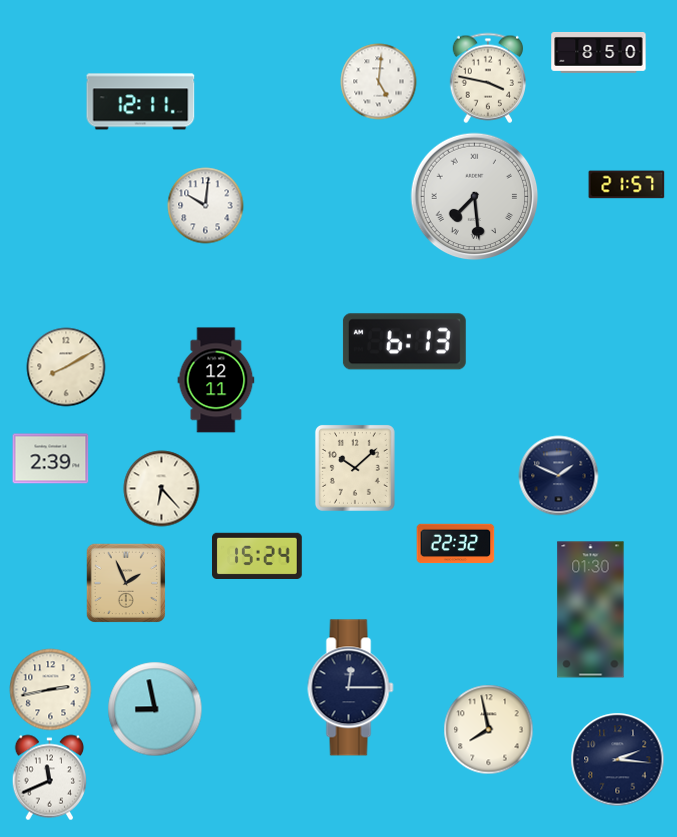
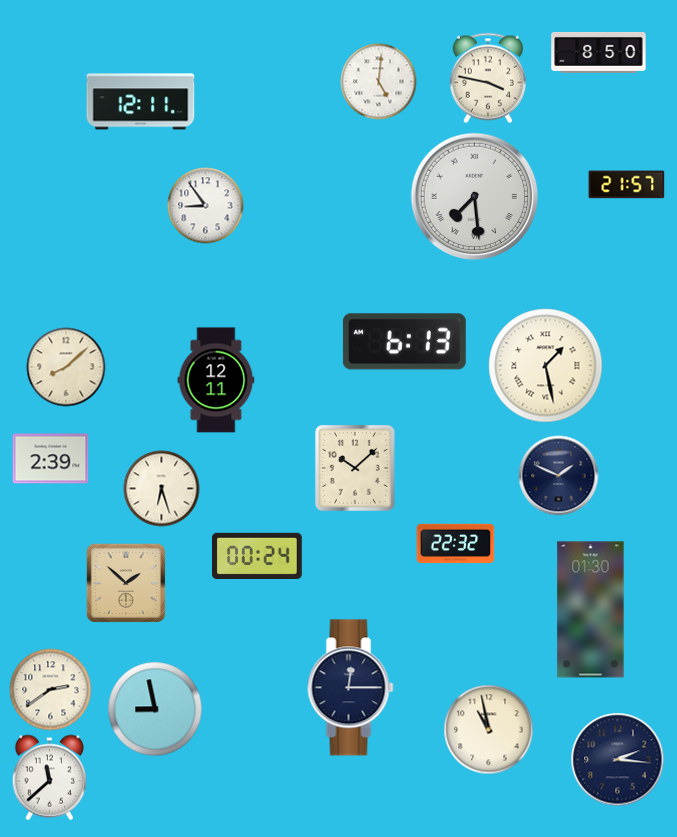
clock at (206, 206): 10:01 -> 8:54
clock at (546, 366): none -> 1:28
clock at (66, 367): 8:10 -> 8:08
clock at (162, 489): 6:23 -> 6:27
clock at (258, 555): 15:24 -> 00:24
clock at (125, 582): 1:56 -> 1:52
clock at (51, 690): 2:43 -> 2:39
clock at (489, 730): 7:58 -> 10:58
clock at (50, 778): 11:41 -> 11:38
